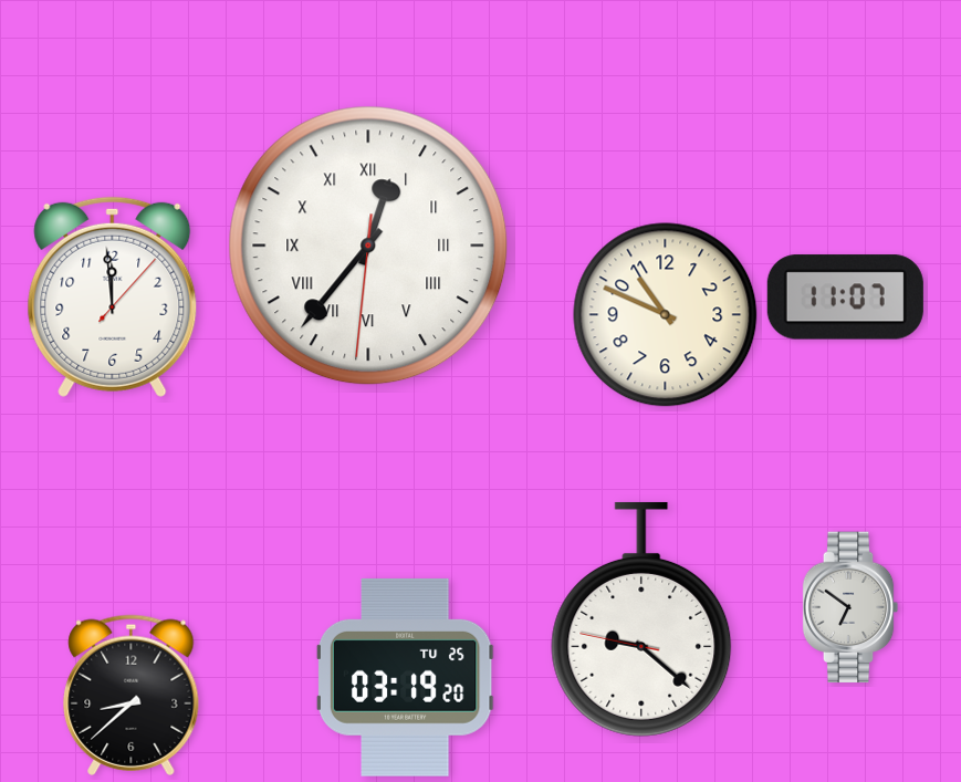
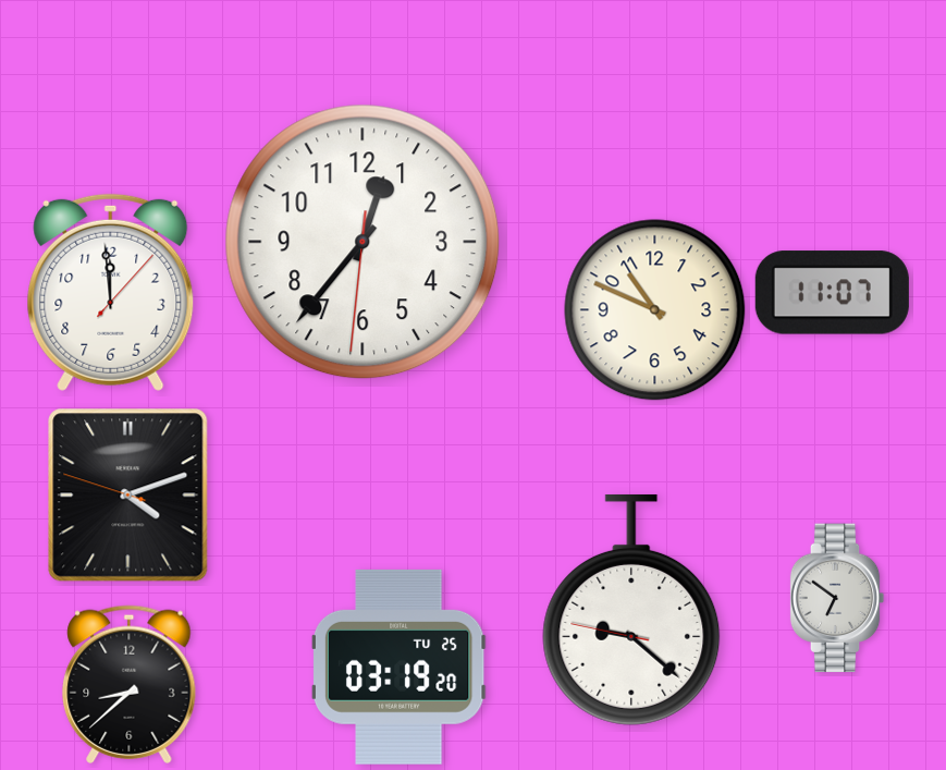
clock at (368, 246) numerals: Roman -> Arabic
clock at (128, 496): none -> 4:11
